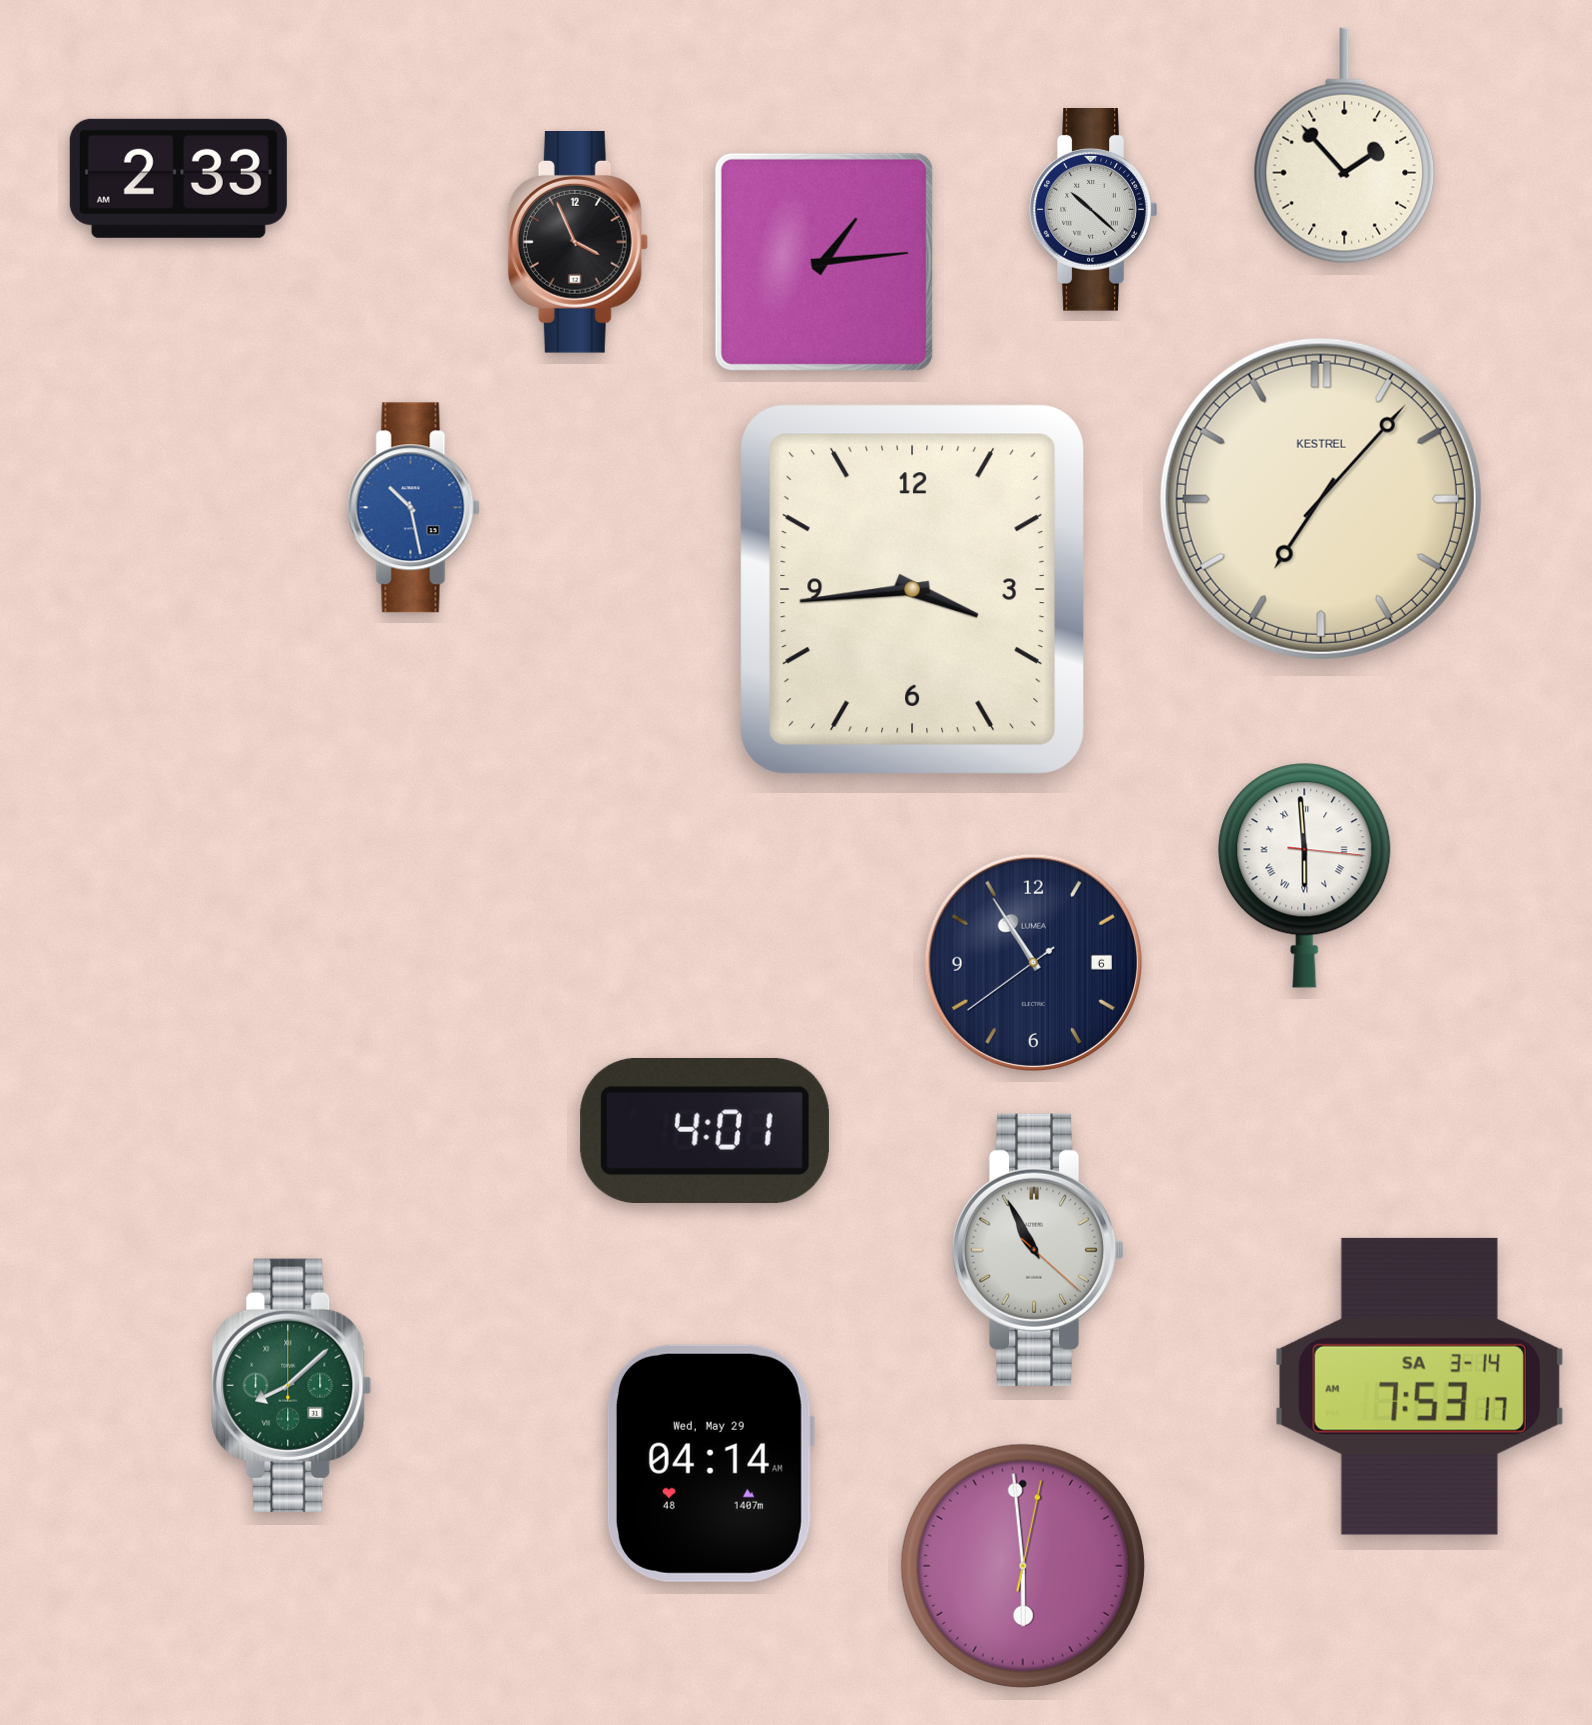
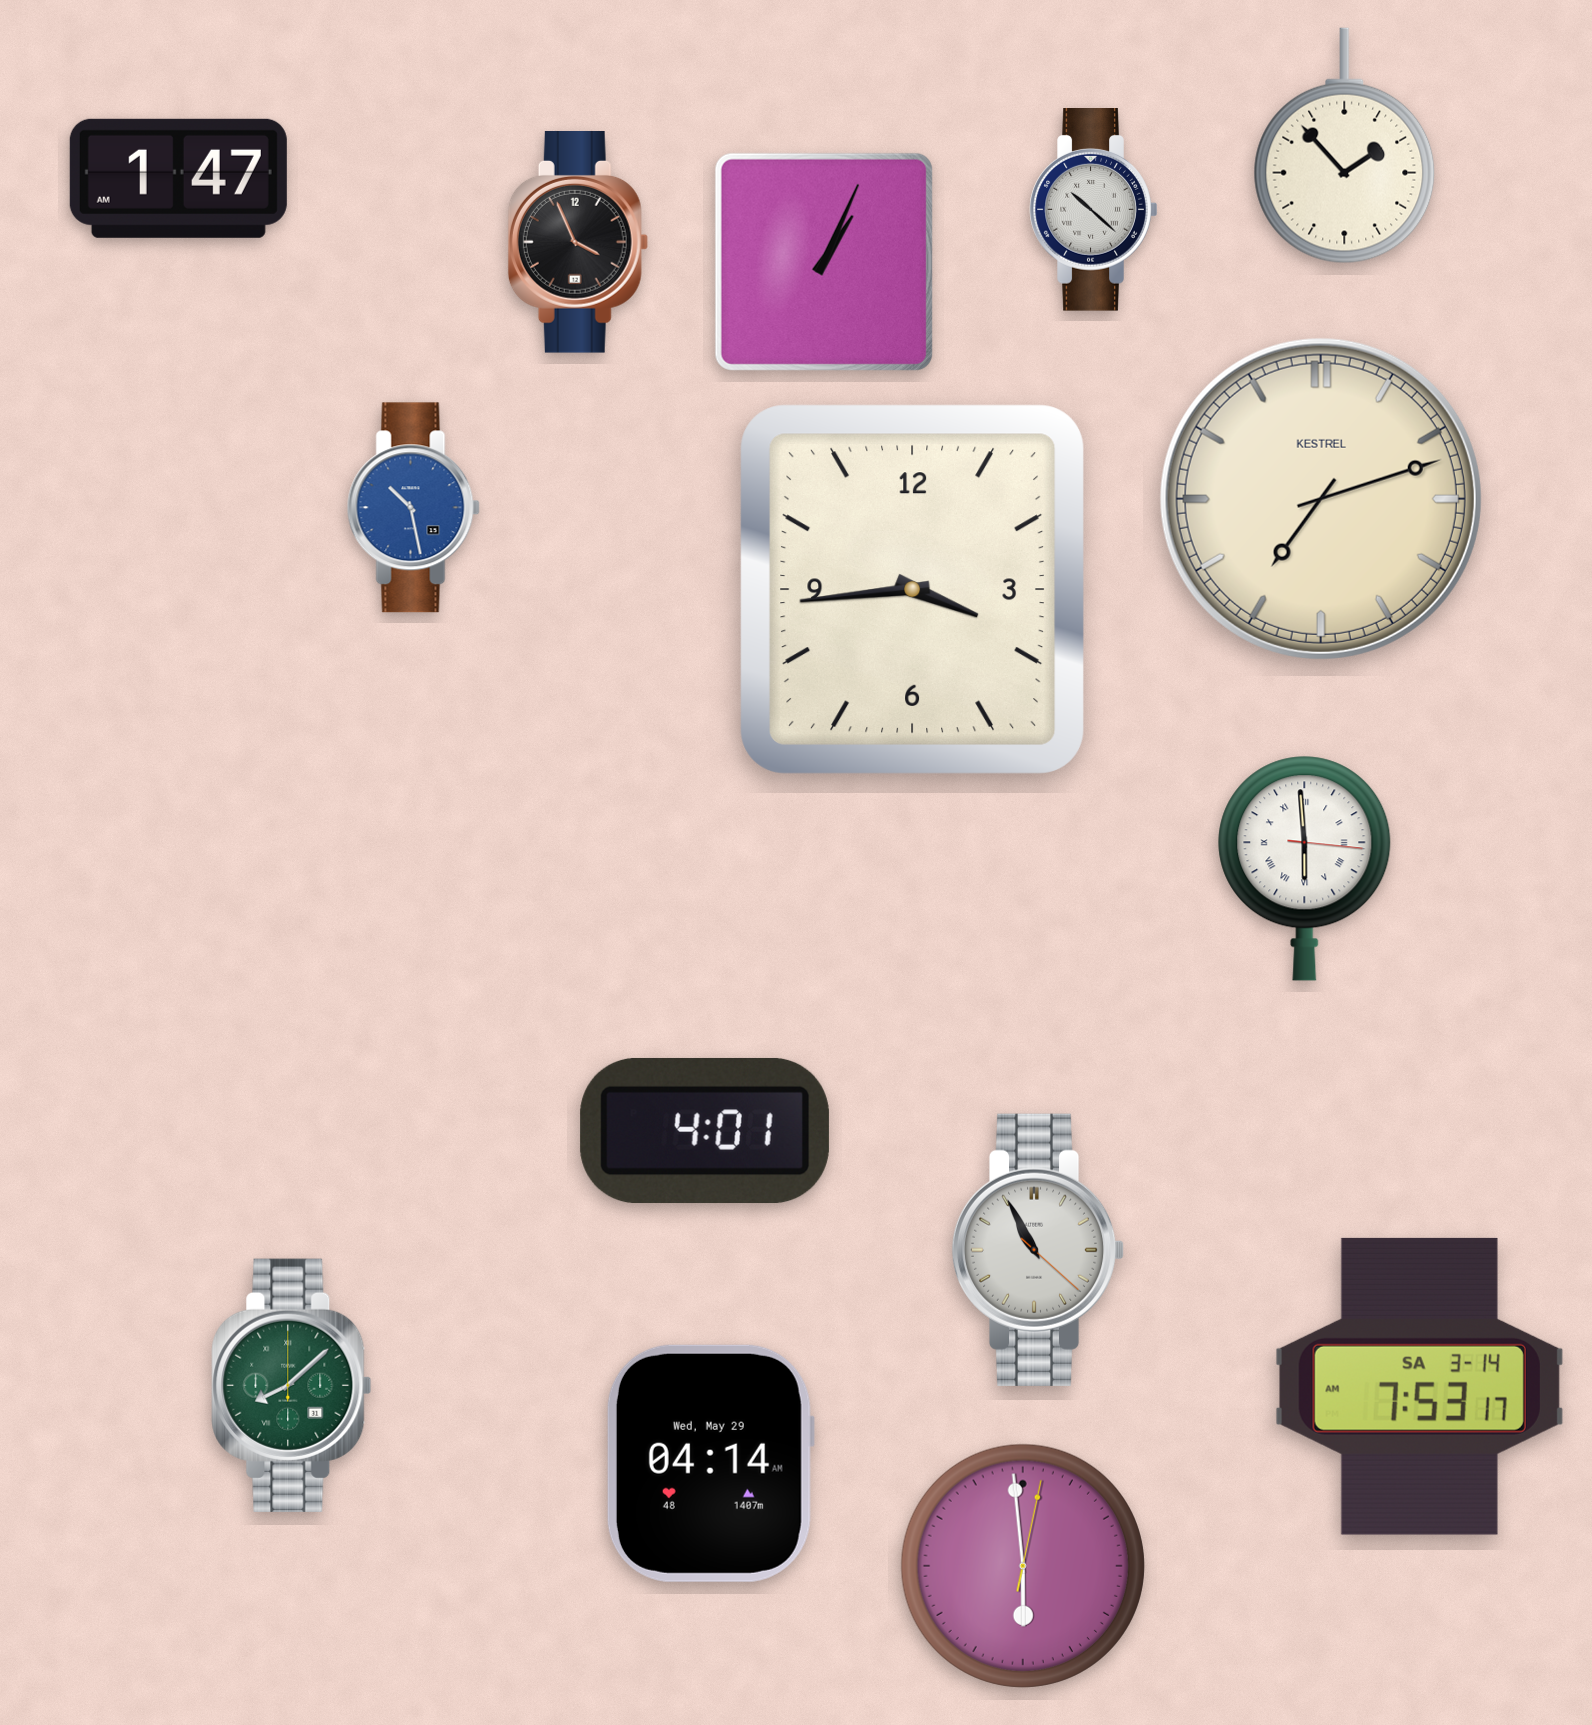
clock at (178, 178): 2:33 -> 1:47
clock at (824, 262): 1:14 -> 1:04
clock at (1321, 499): 7:07 -> 7:12
clock at (1305, 875) position: (1305, 875) -> (1305, 868)
clock at (1033, 962): 10:54 -> none
